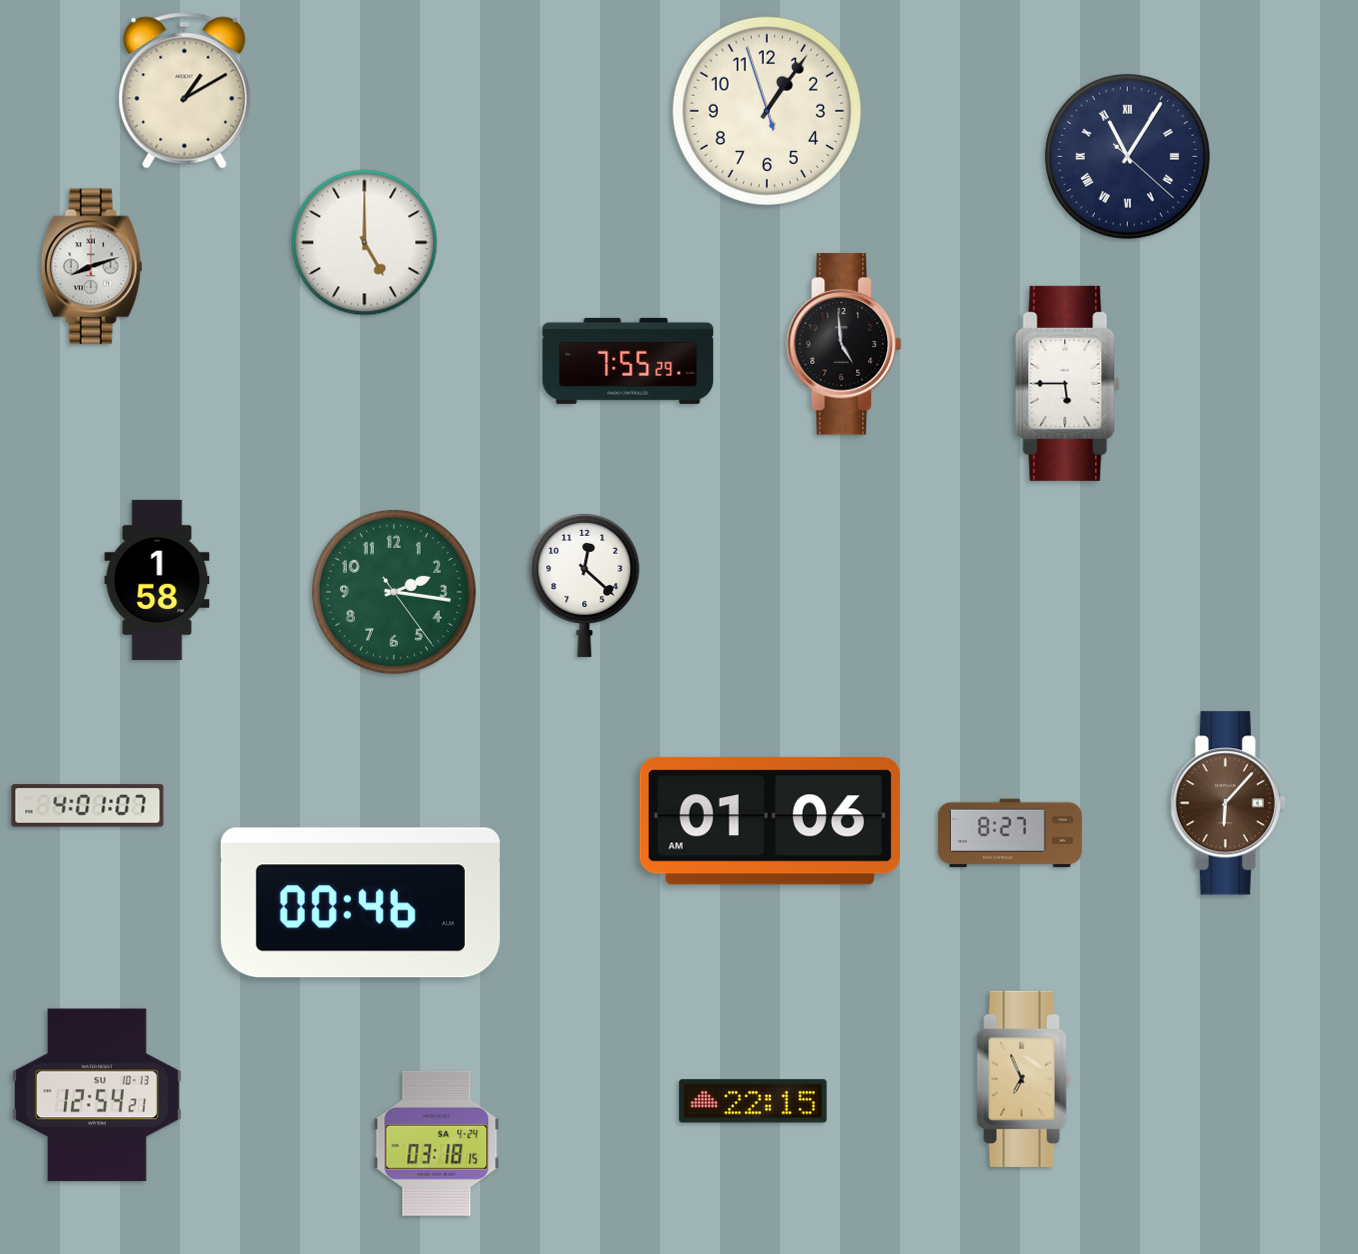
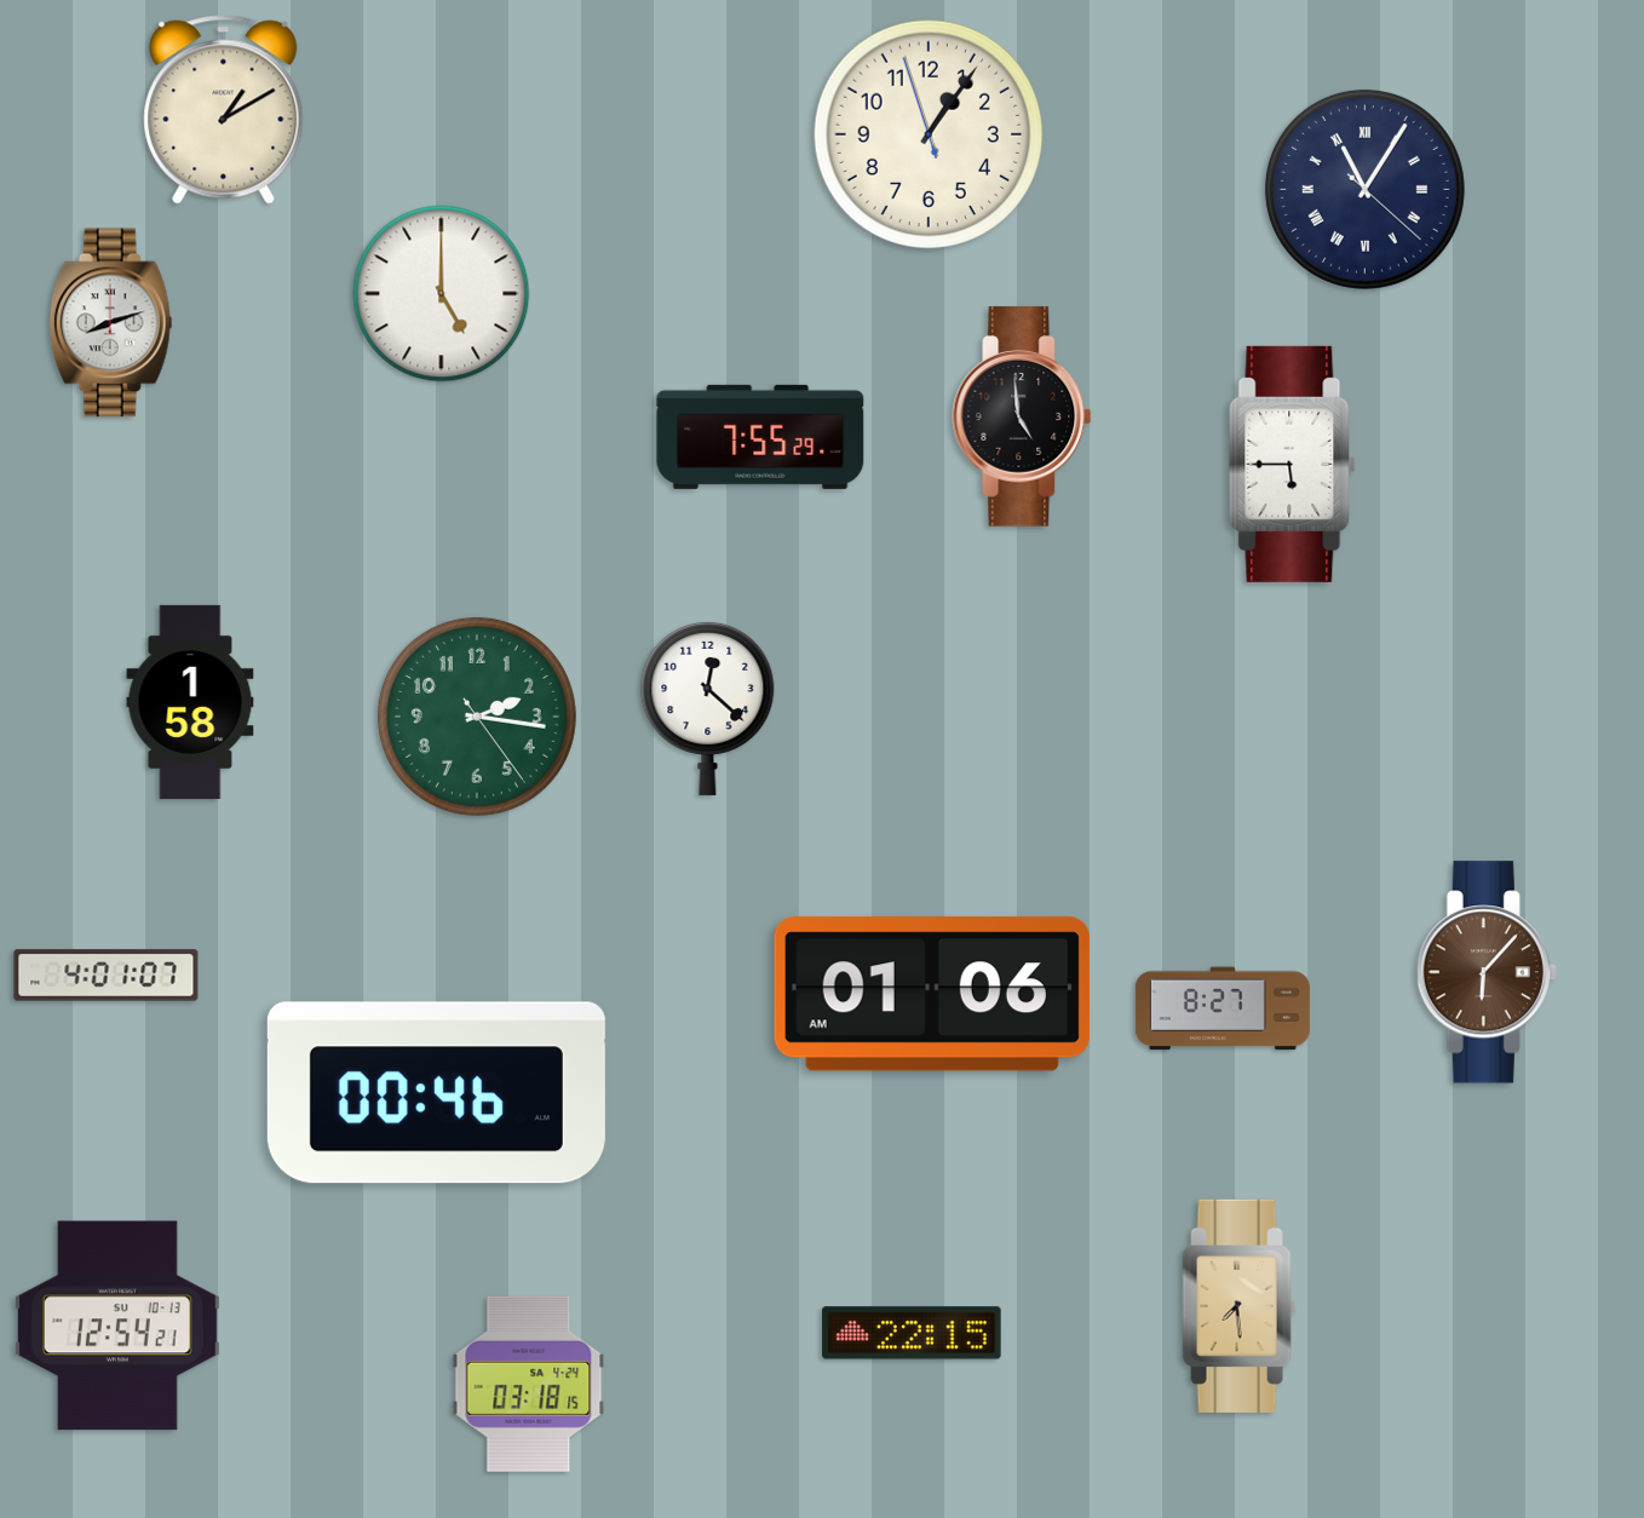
clock at (1024, 1079): 6:56 -> 7:29
